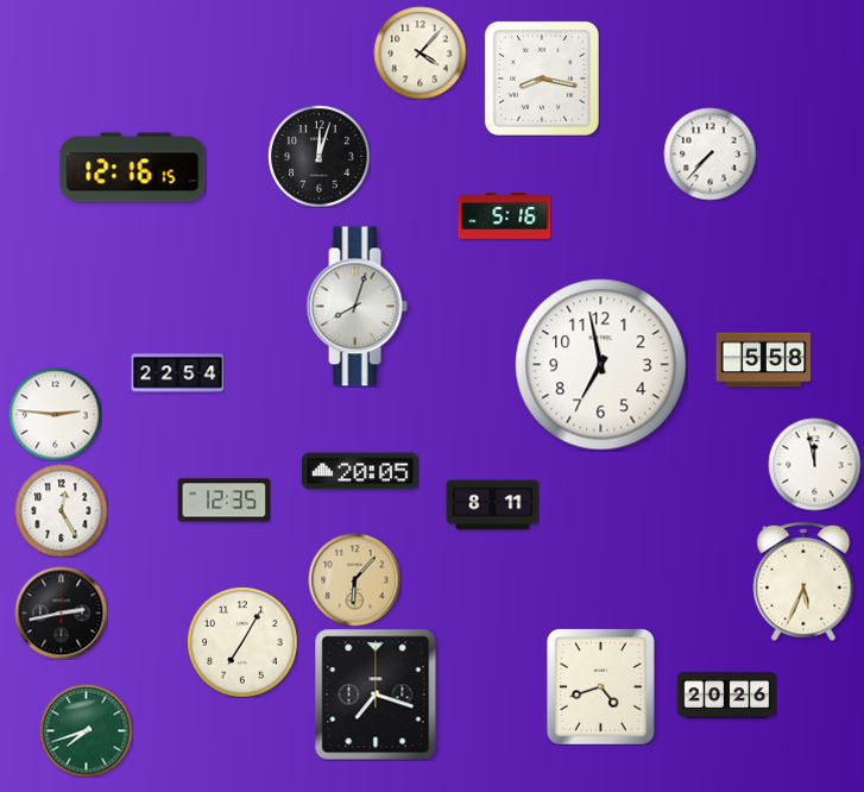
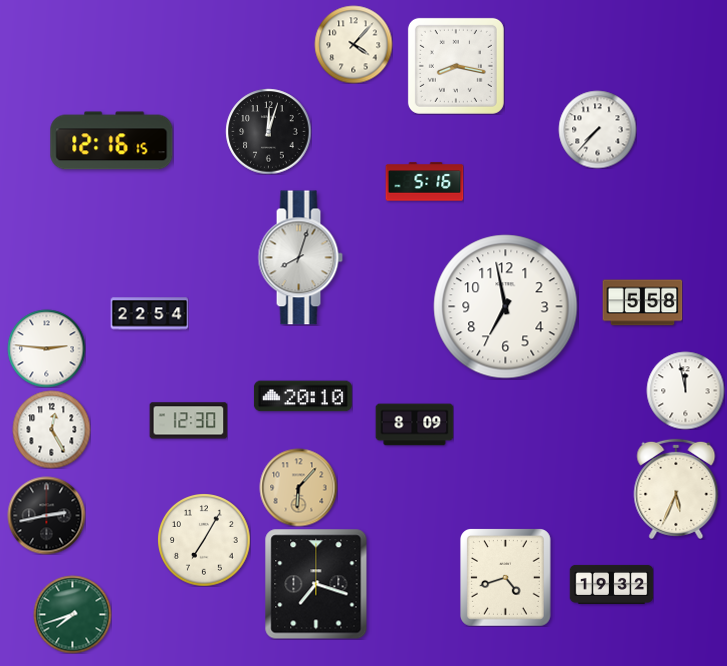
clock at (360, 471): 20:05 -> 20:10
clock at (223, 501): 12:35 -> 12:30
clock at (492, 505): 8:11 -> 8:09
clock at (61, 612) position: (61, 612) -> (46, 515)
clock at (726, 694): 20:26 -> 19:32
